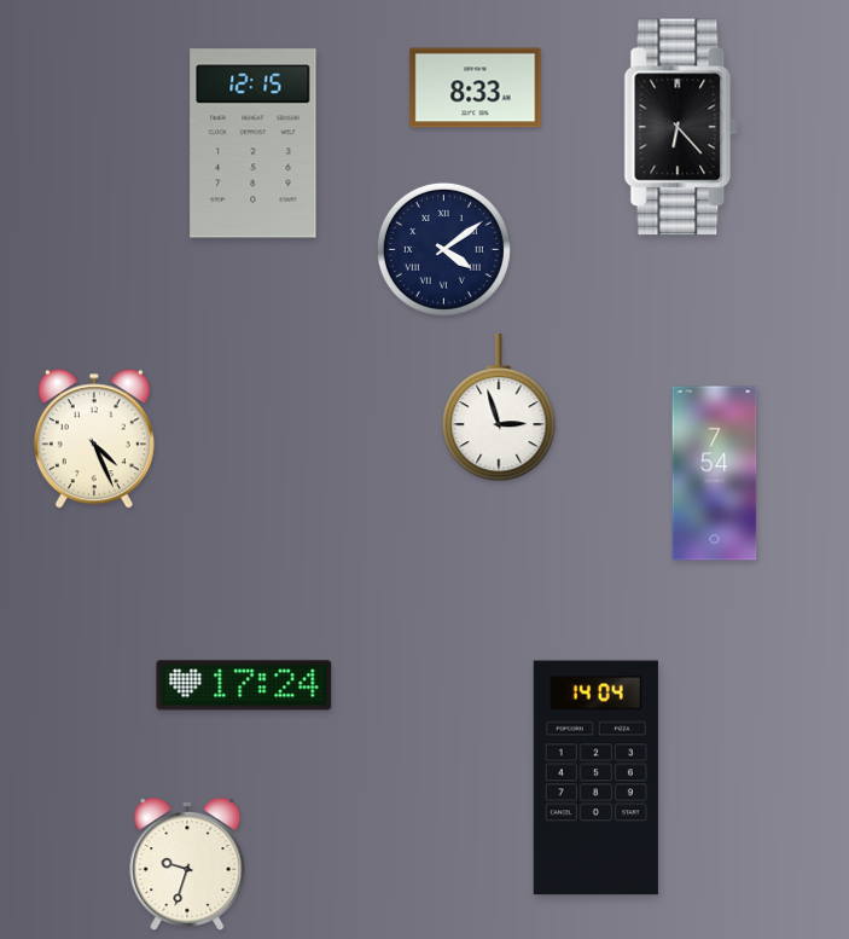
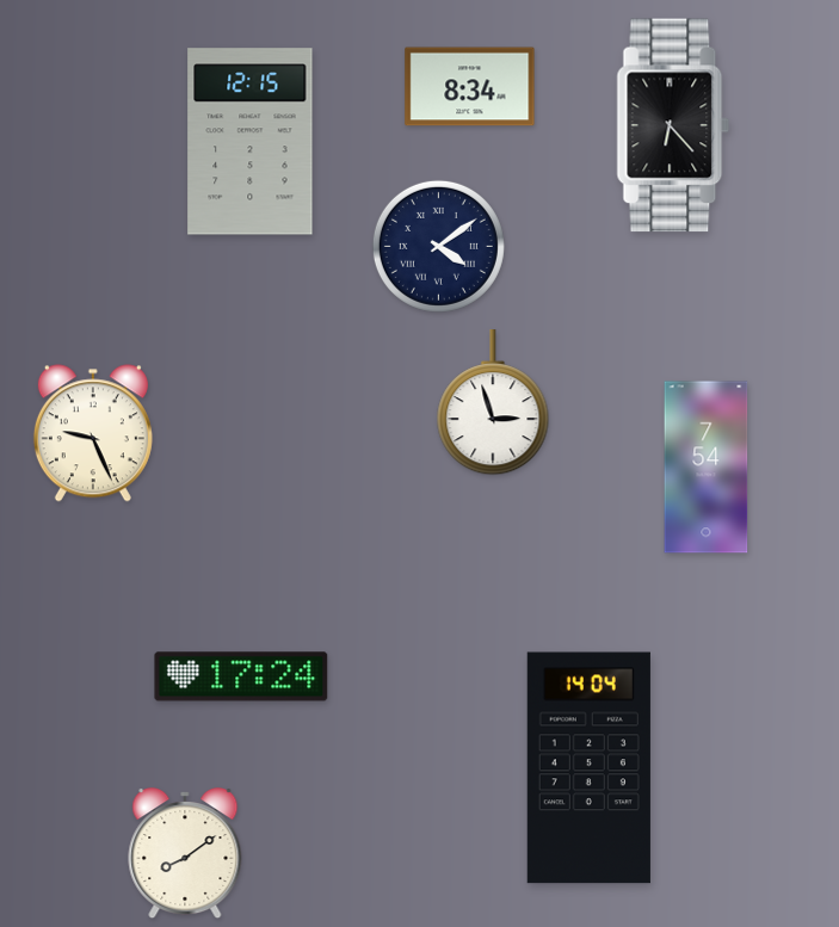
clock at (476, 88): 8:33 -> 8:34
clock at (94, 439): 4:26 -> 9:26
clock at (187, 865): 9:33 -> 8:09
